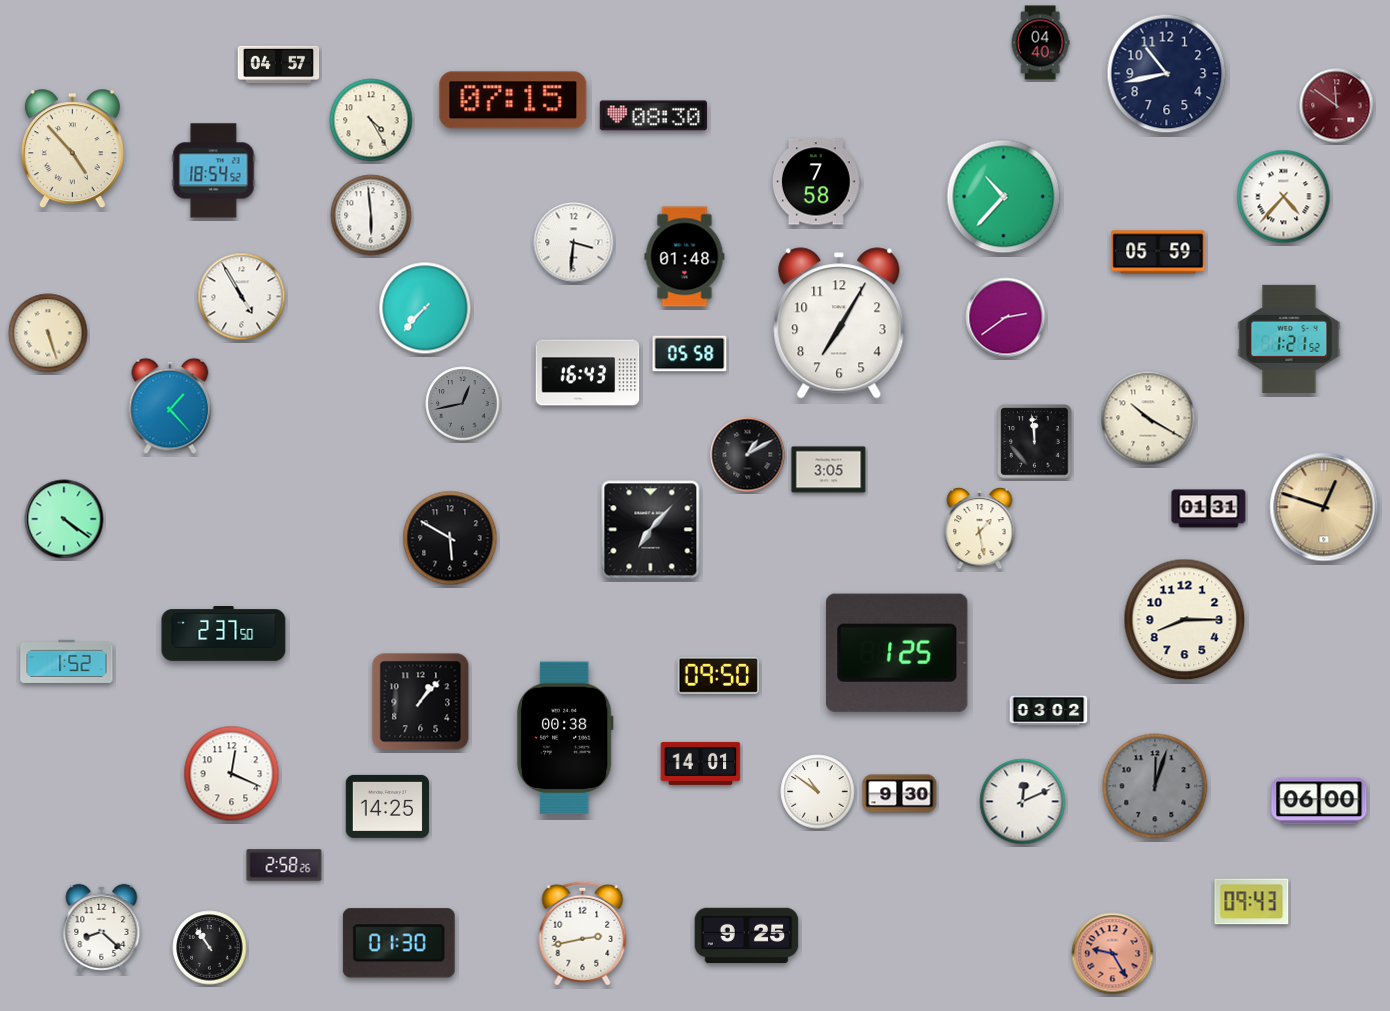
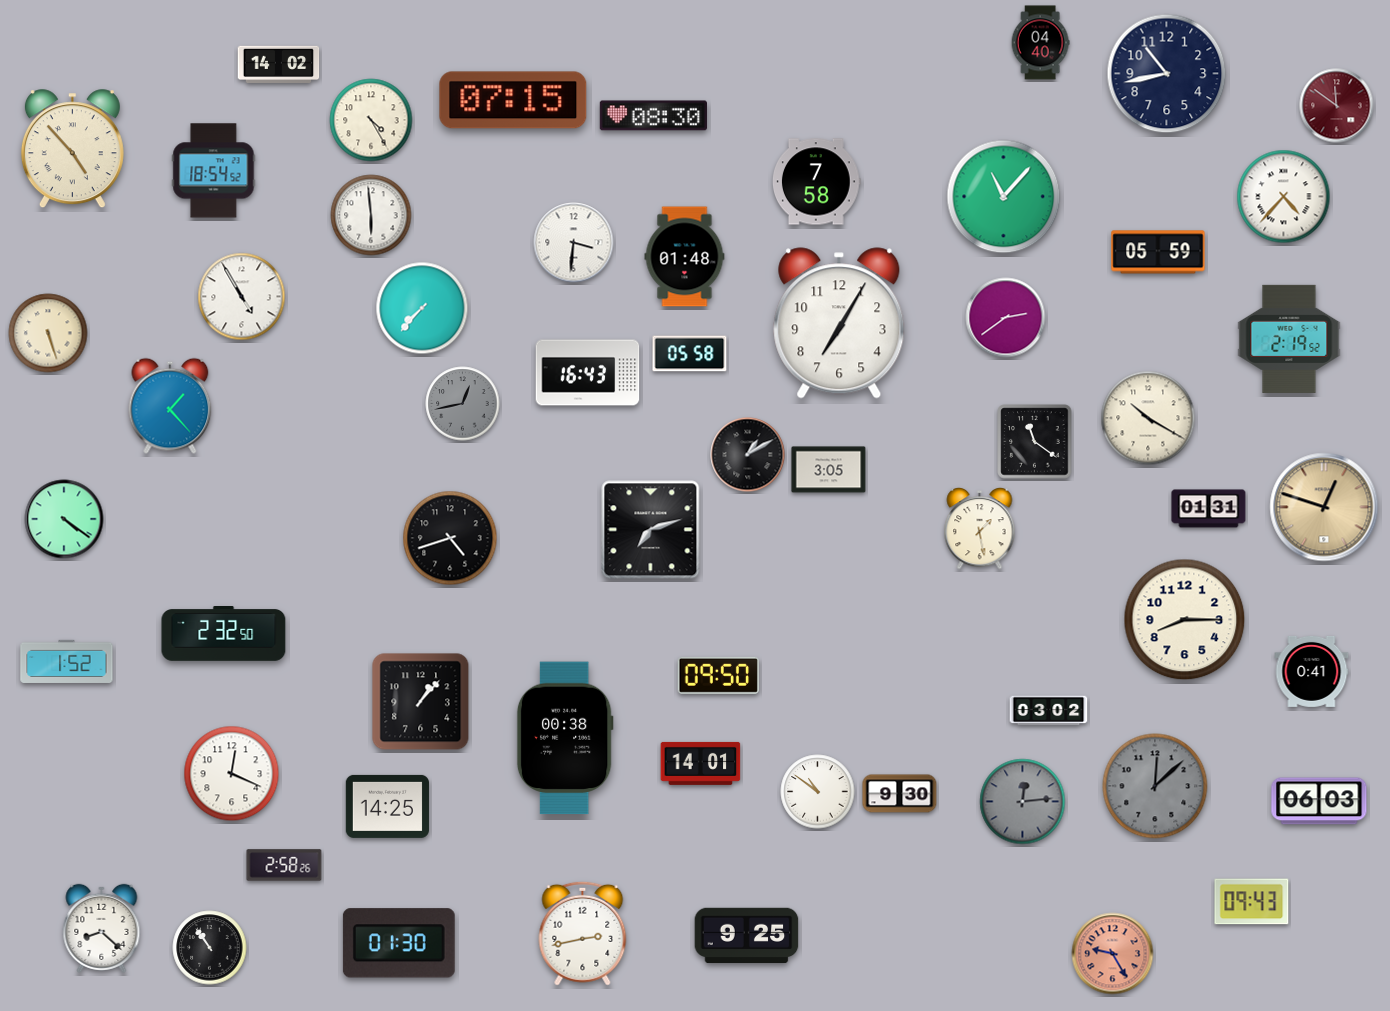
clock at (279, 65): 04:57 -> 14:02
clock at (1004, 197): 10:37 -> 11:07
clock at (425, 308) position: (425, 308) -> (422, 308)
clock at (1289, 339): 1:21 -> 2:19
clock at (1035, 442): 11:59 -> 11:21
clock at (651, 530): 7:07 -> 7:12
clock at (450, 538): 5:50 -> 4:42
clock at (224, 634): 2:37 -> 2:32
clock at (897, 653): 1:25 -> none
clock at (1312, 671): none -> 0:41
clock at (1155, 786): 12:03 -> 12:08
clock at (1319, 801): 06:00 -> 06:03
clock at (1023, 802): 12:11 -> 12:14
clock at (1023, 802) dial: white -> grey
